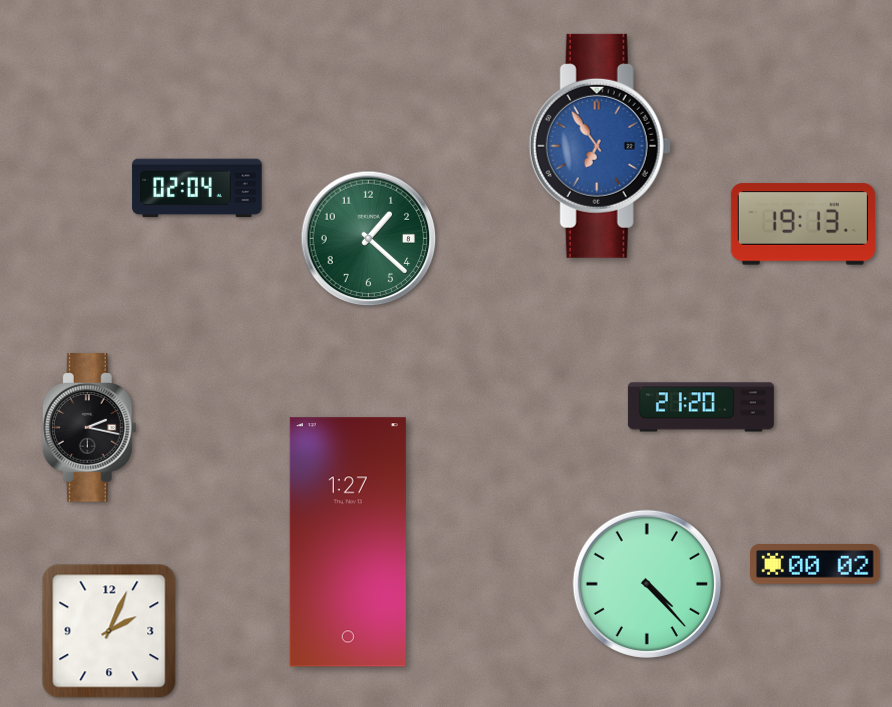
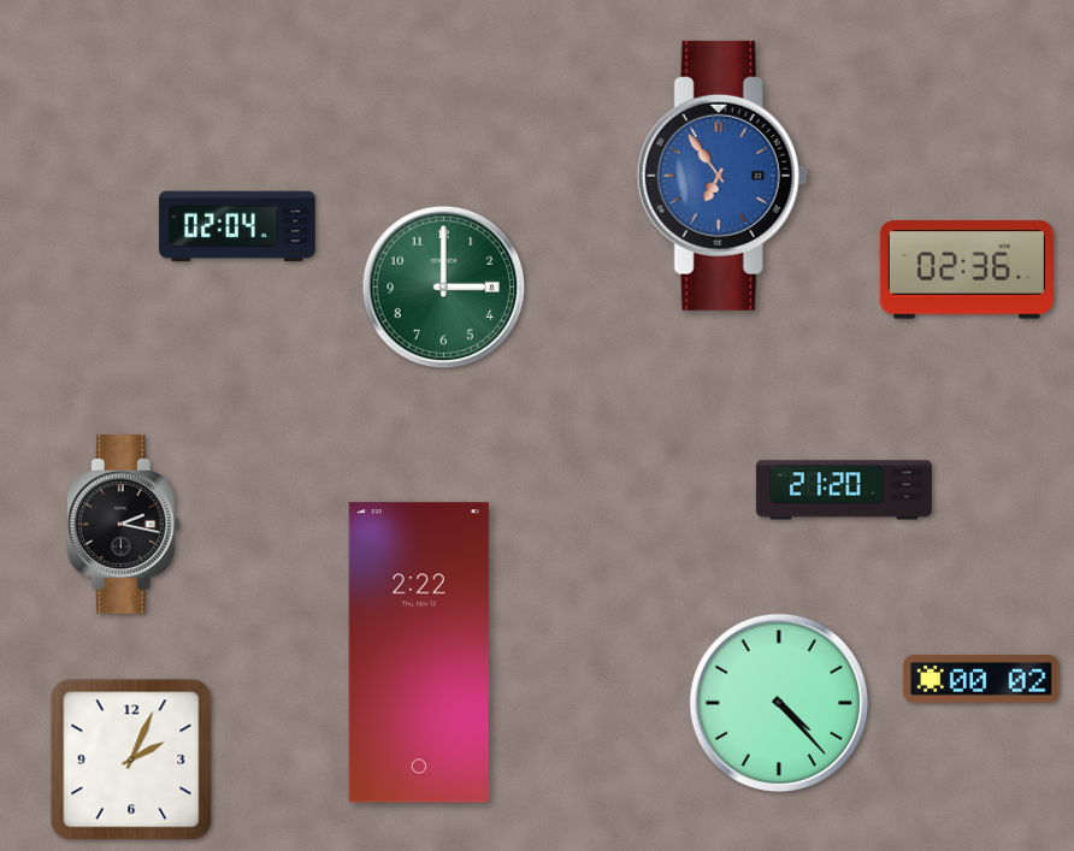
clock at (803, 224): 19:13 -> 02:36
clock at (369, 239): 1:22 -> 3:00
clock at (89, 428) position: (89, 428) -> (123, 525)
clock at (348, 542): 1:27 -> 2:22
